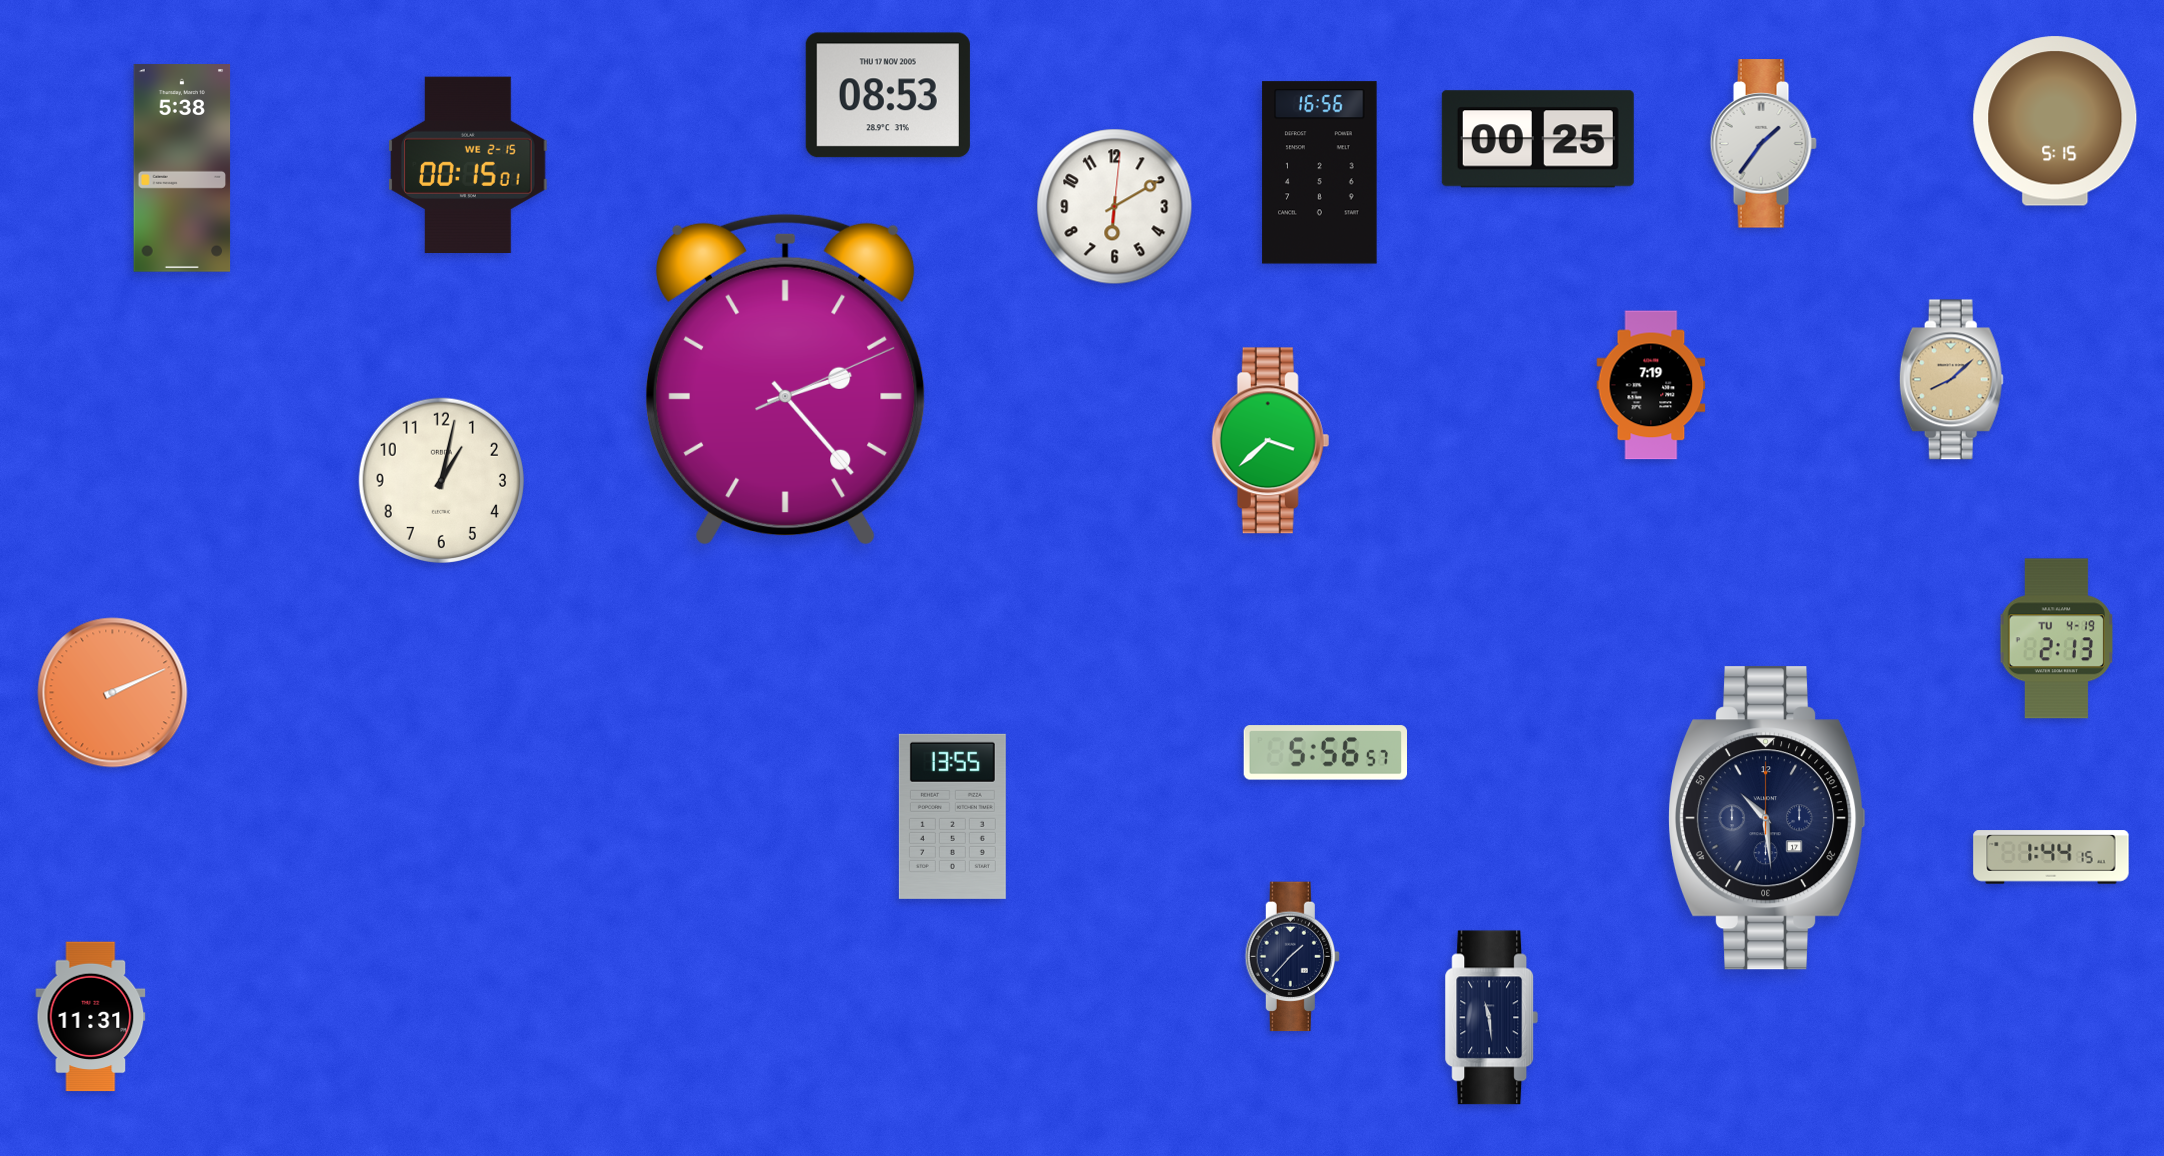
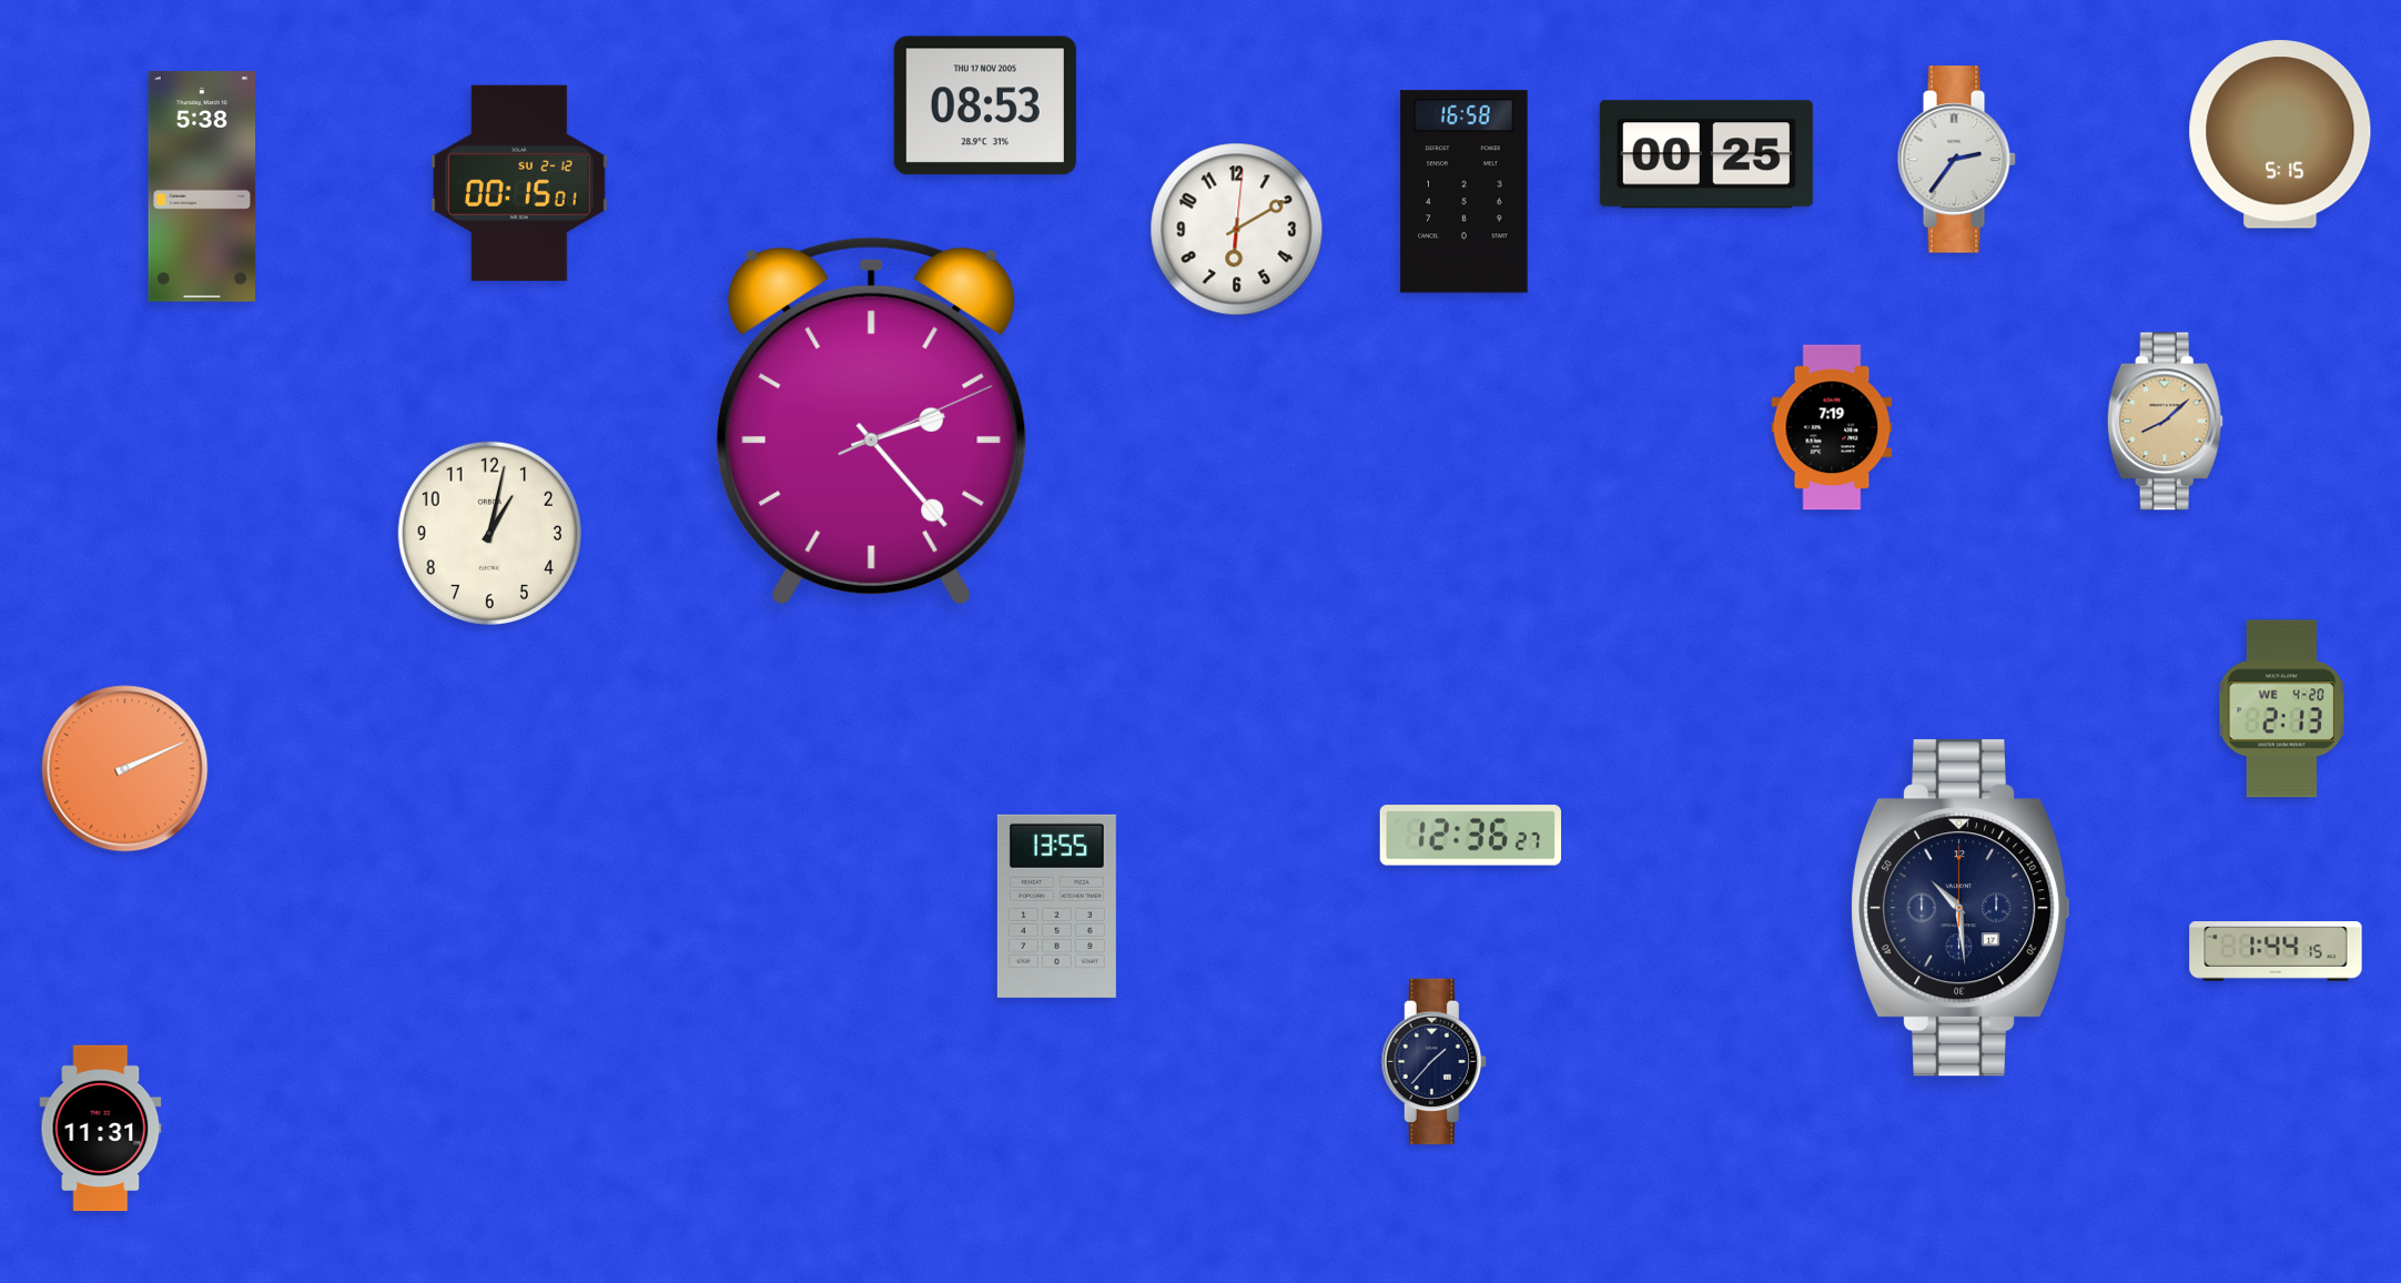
clock at (1763, 144): 1:36 -> 2:36
clock at (468, 164) date: WE 2-15 -> SU 2-12
clock at (1320, 173): 16:56 -> 16:58
clock at (1271, 441): 3:38 -> none
clock at (2056, 639) date: TU 4-19 -> WE 4-20
clock at (1325, 753): 5:56 -> 12:36
clock at (1492, 1018): 11:29 -> none
